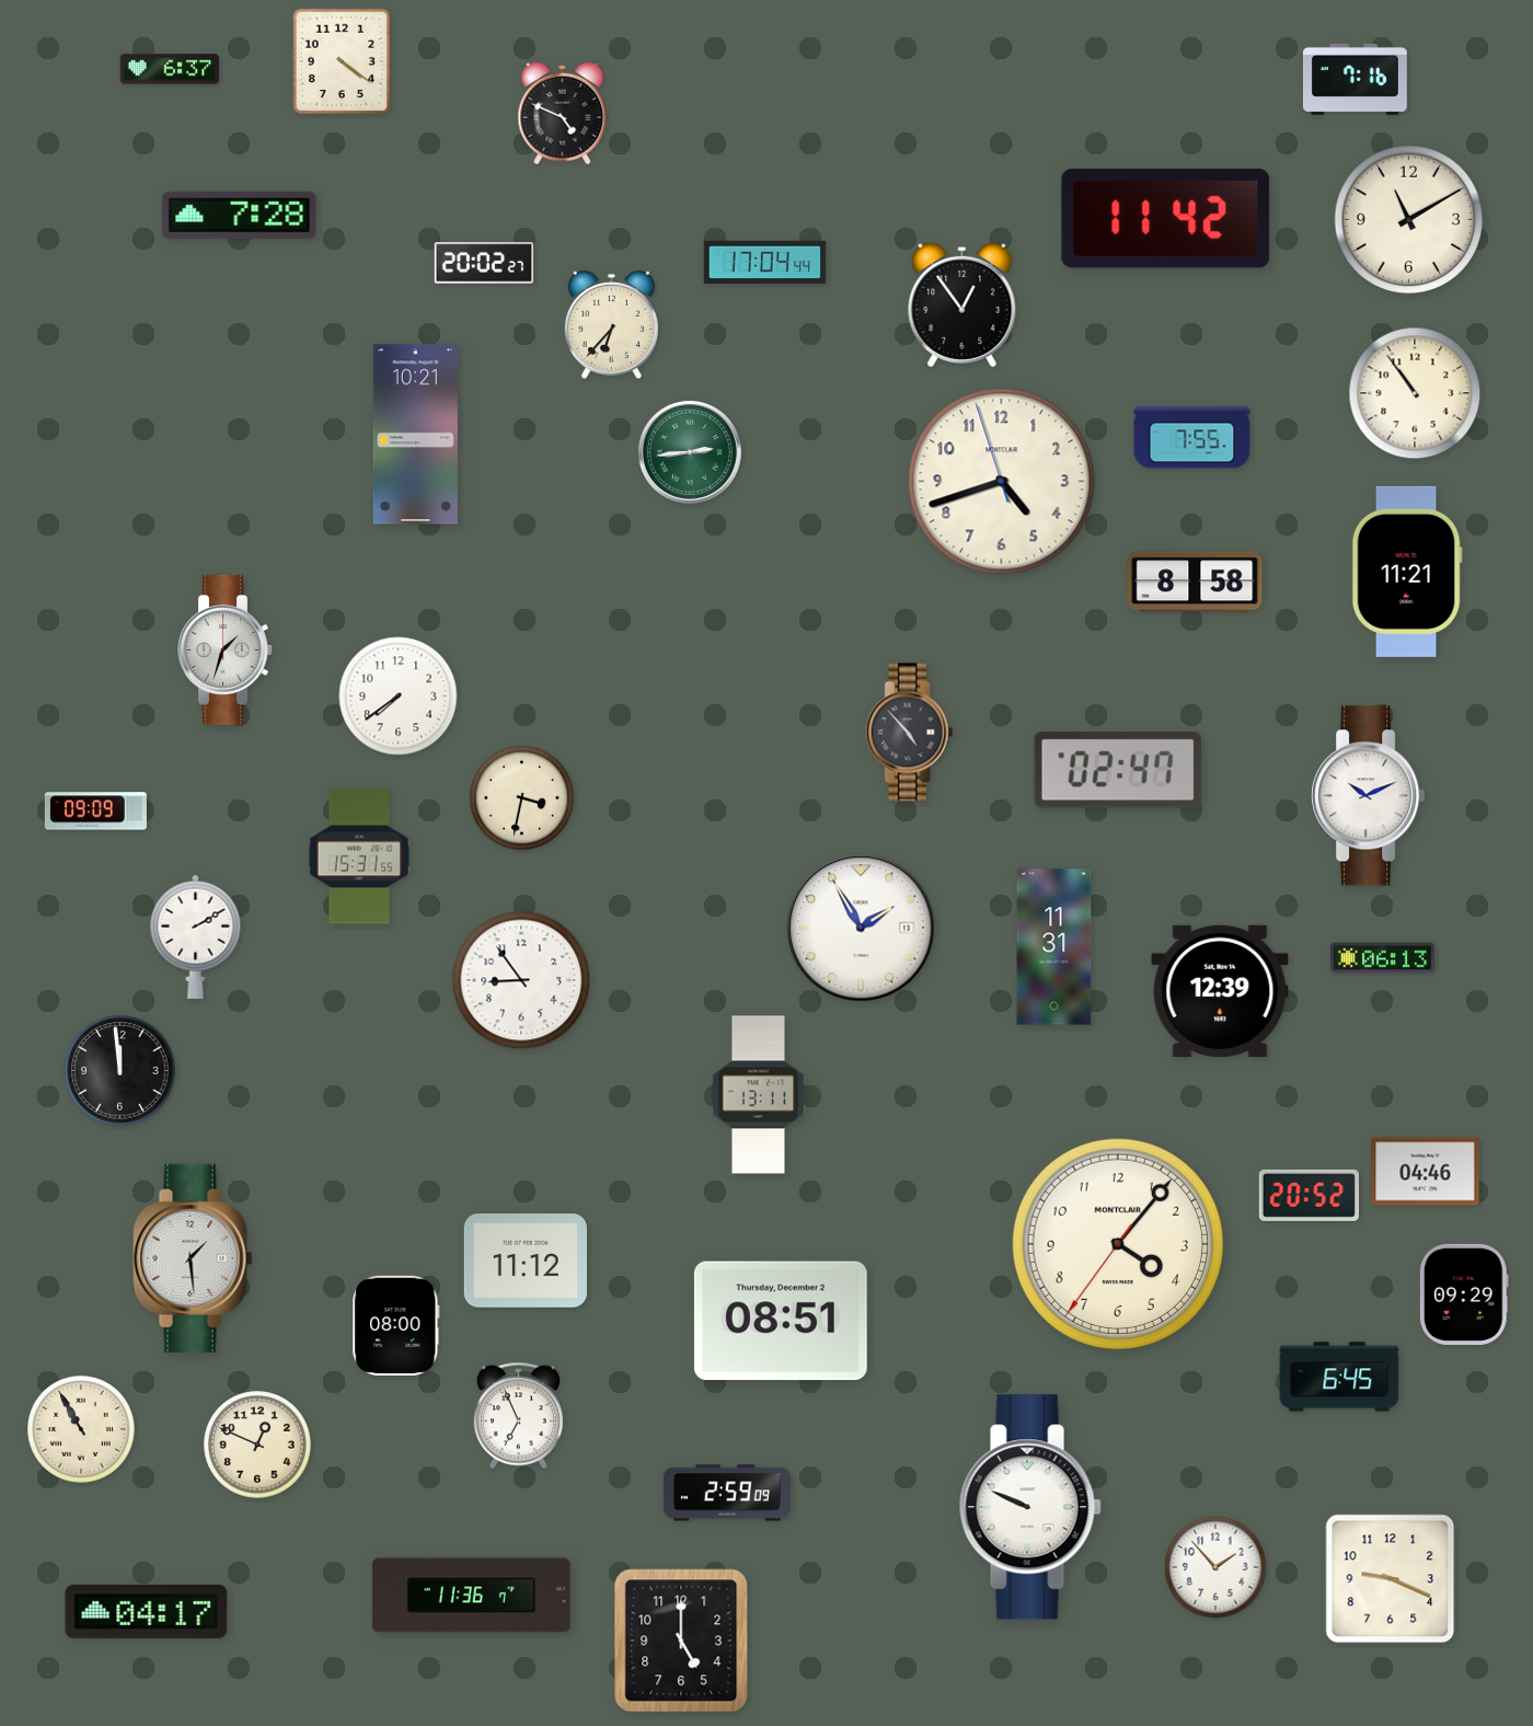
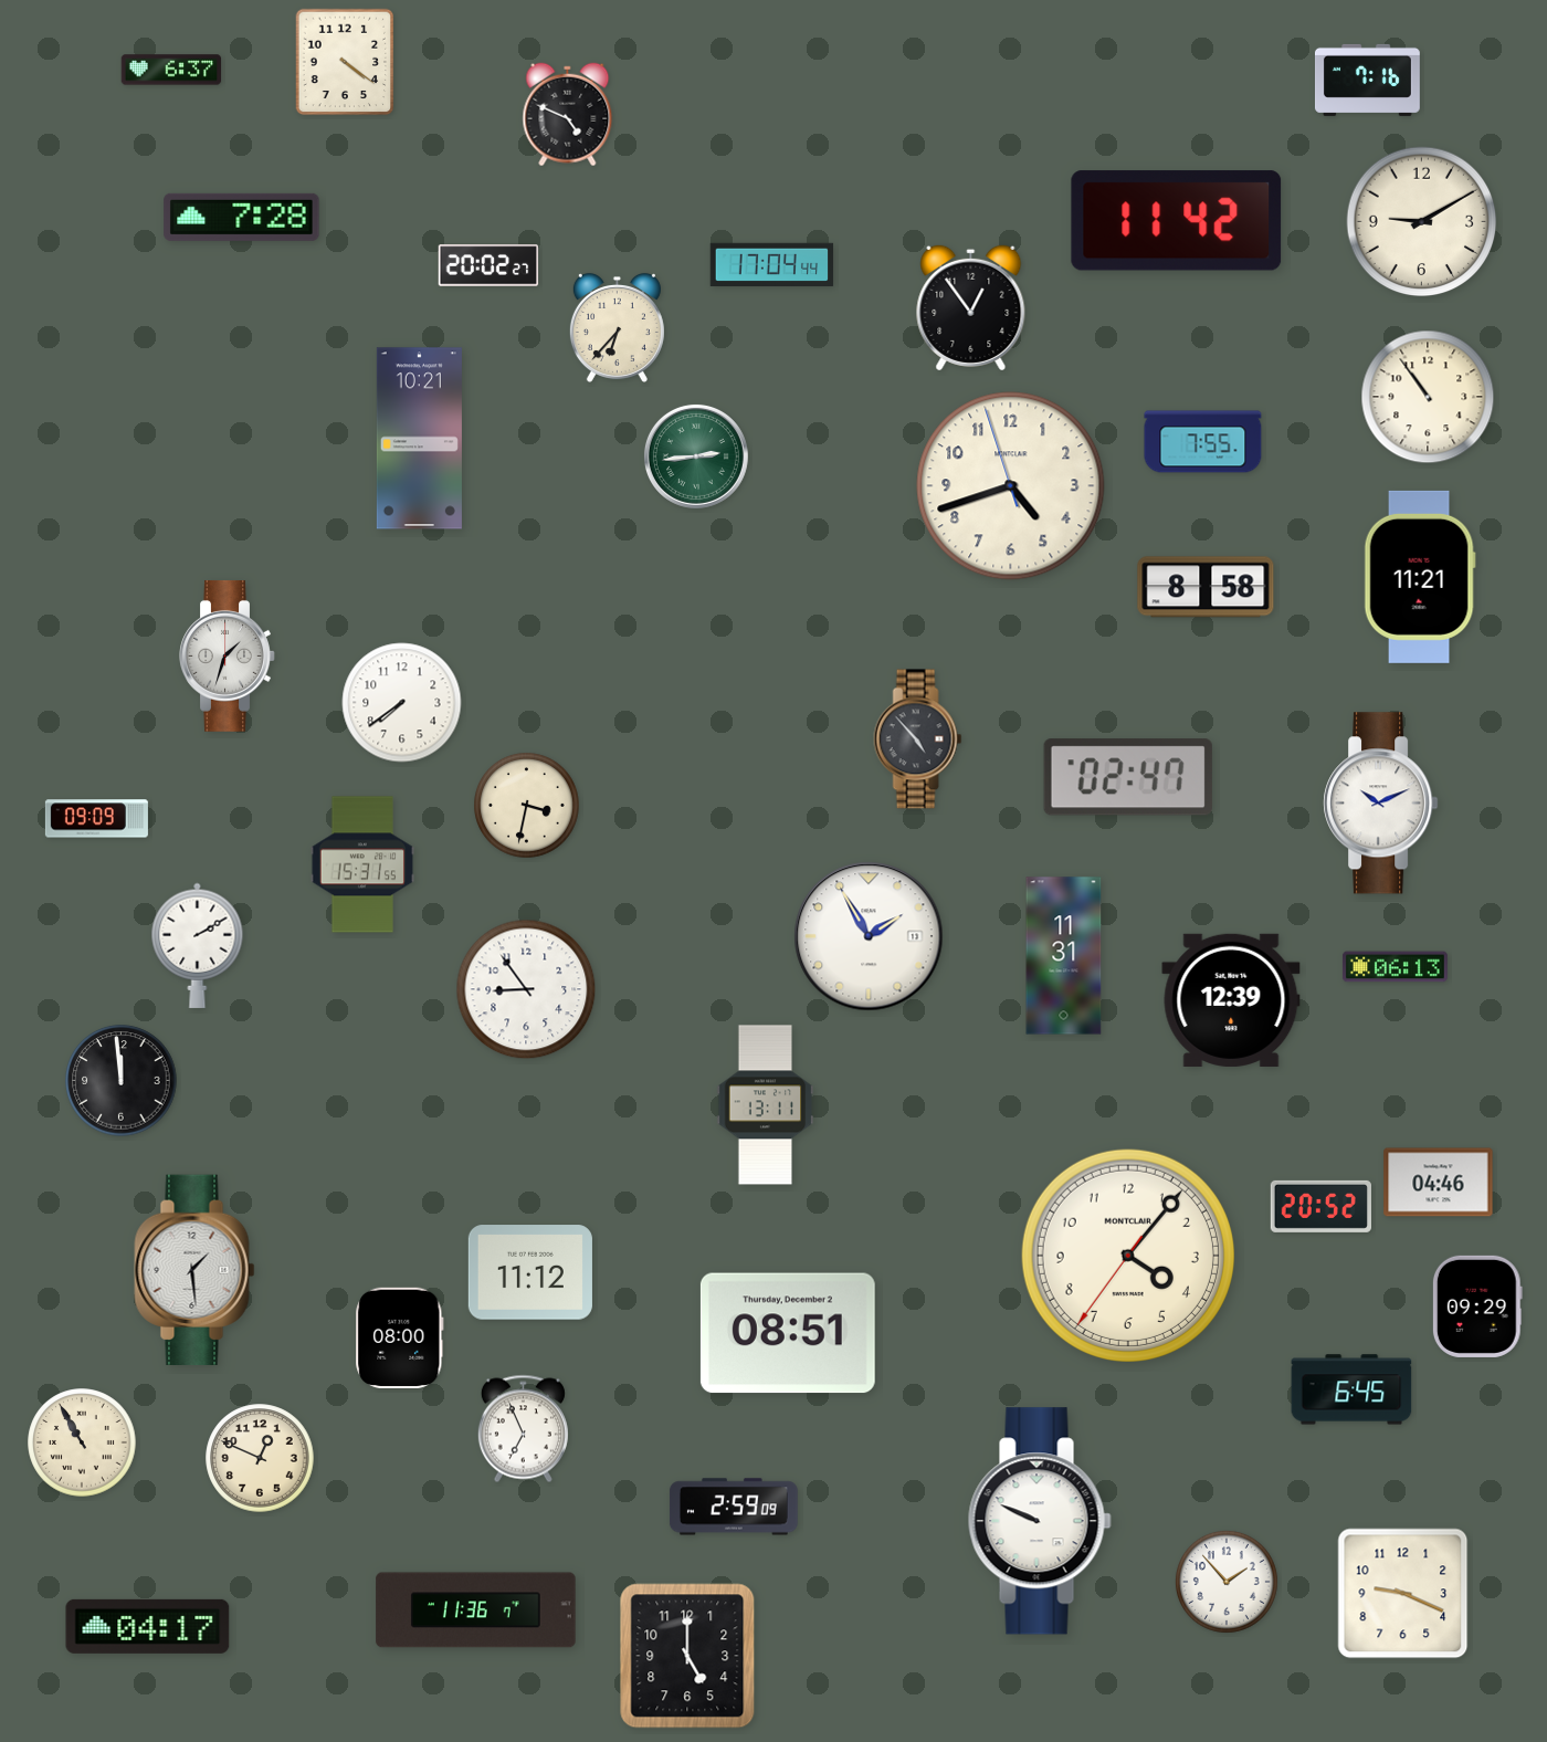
clock at (1409, 220): 11:10 -> 9:10
